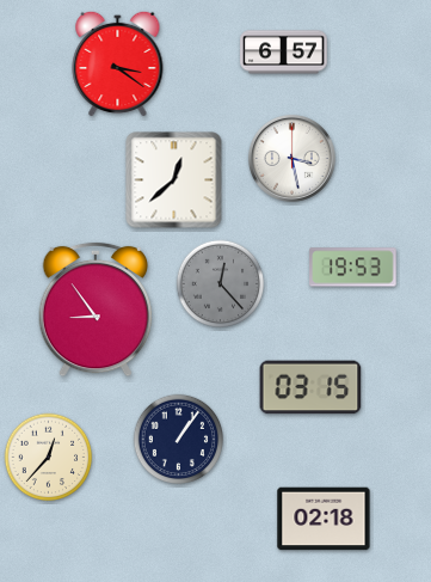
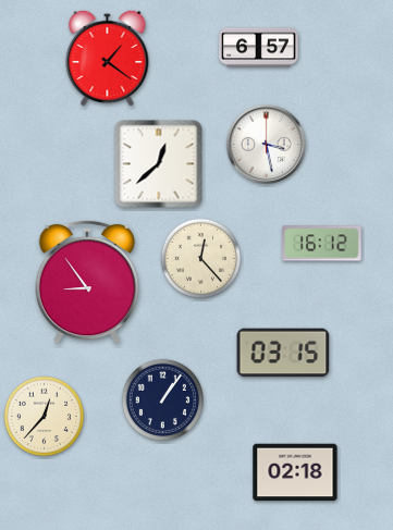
clock at (118, 63): 3:21 -> 1:21
clock at (353, 268): 19:53 -> 16:12
clock at (221, 284) dial: grey -> cream
